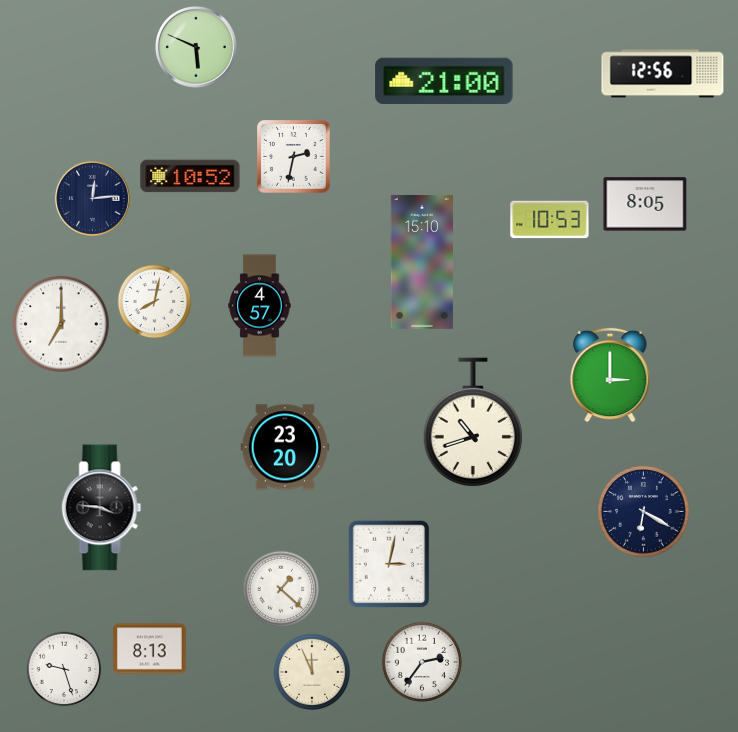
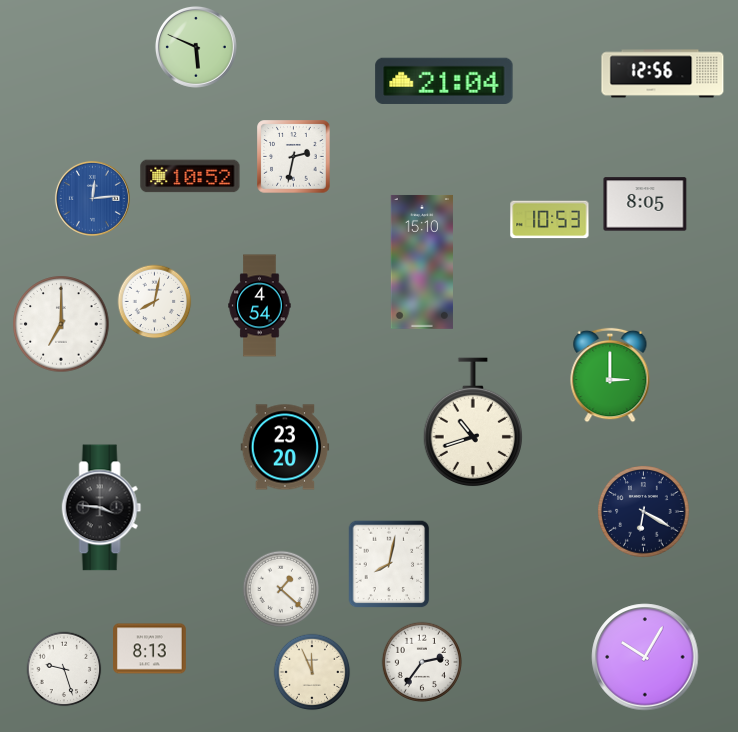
clock at (444, 81): 21:00 -> 21:04
clock at (92, 198) dial: navy -> blue
clock at (260, 306): 4:57 -> 4:54
clock at (389, 564): 3:02 -> 8:02
clock at (645, 657): none -> 10:05
